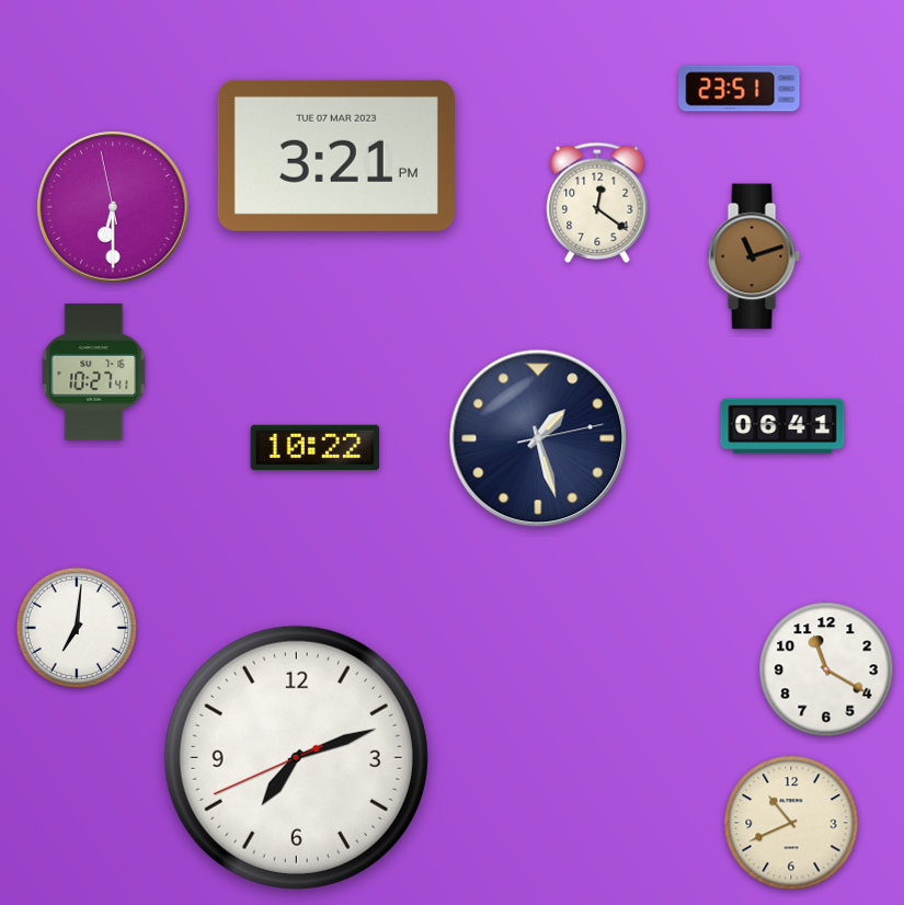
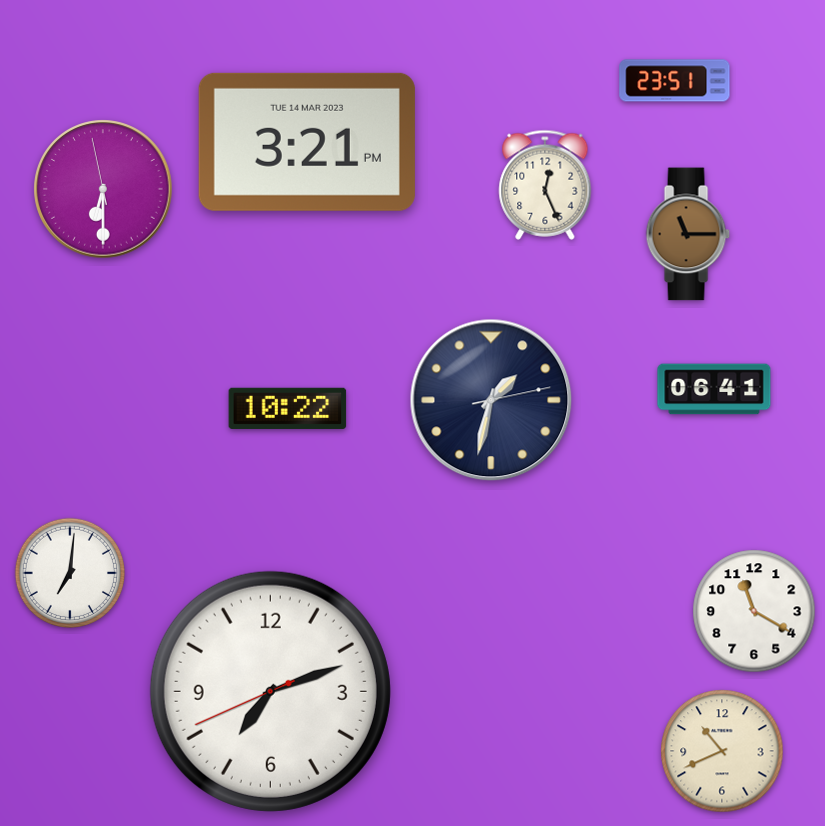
clock at (336, 156) date: TUE 07 MAR 2023 -> TUE 14 MAR 2023
clock at (597, 203): 12:21 -> 12:26
clock at (754, 256): 11:12 -> 11:15
clock at (94, 373): 10:27 -> none
clock at (538, 438): 1:27 -> 1:32
